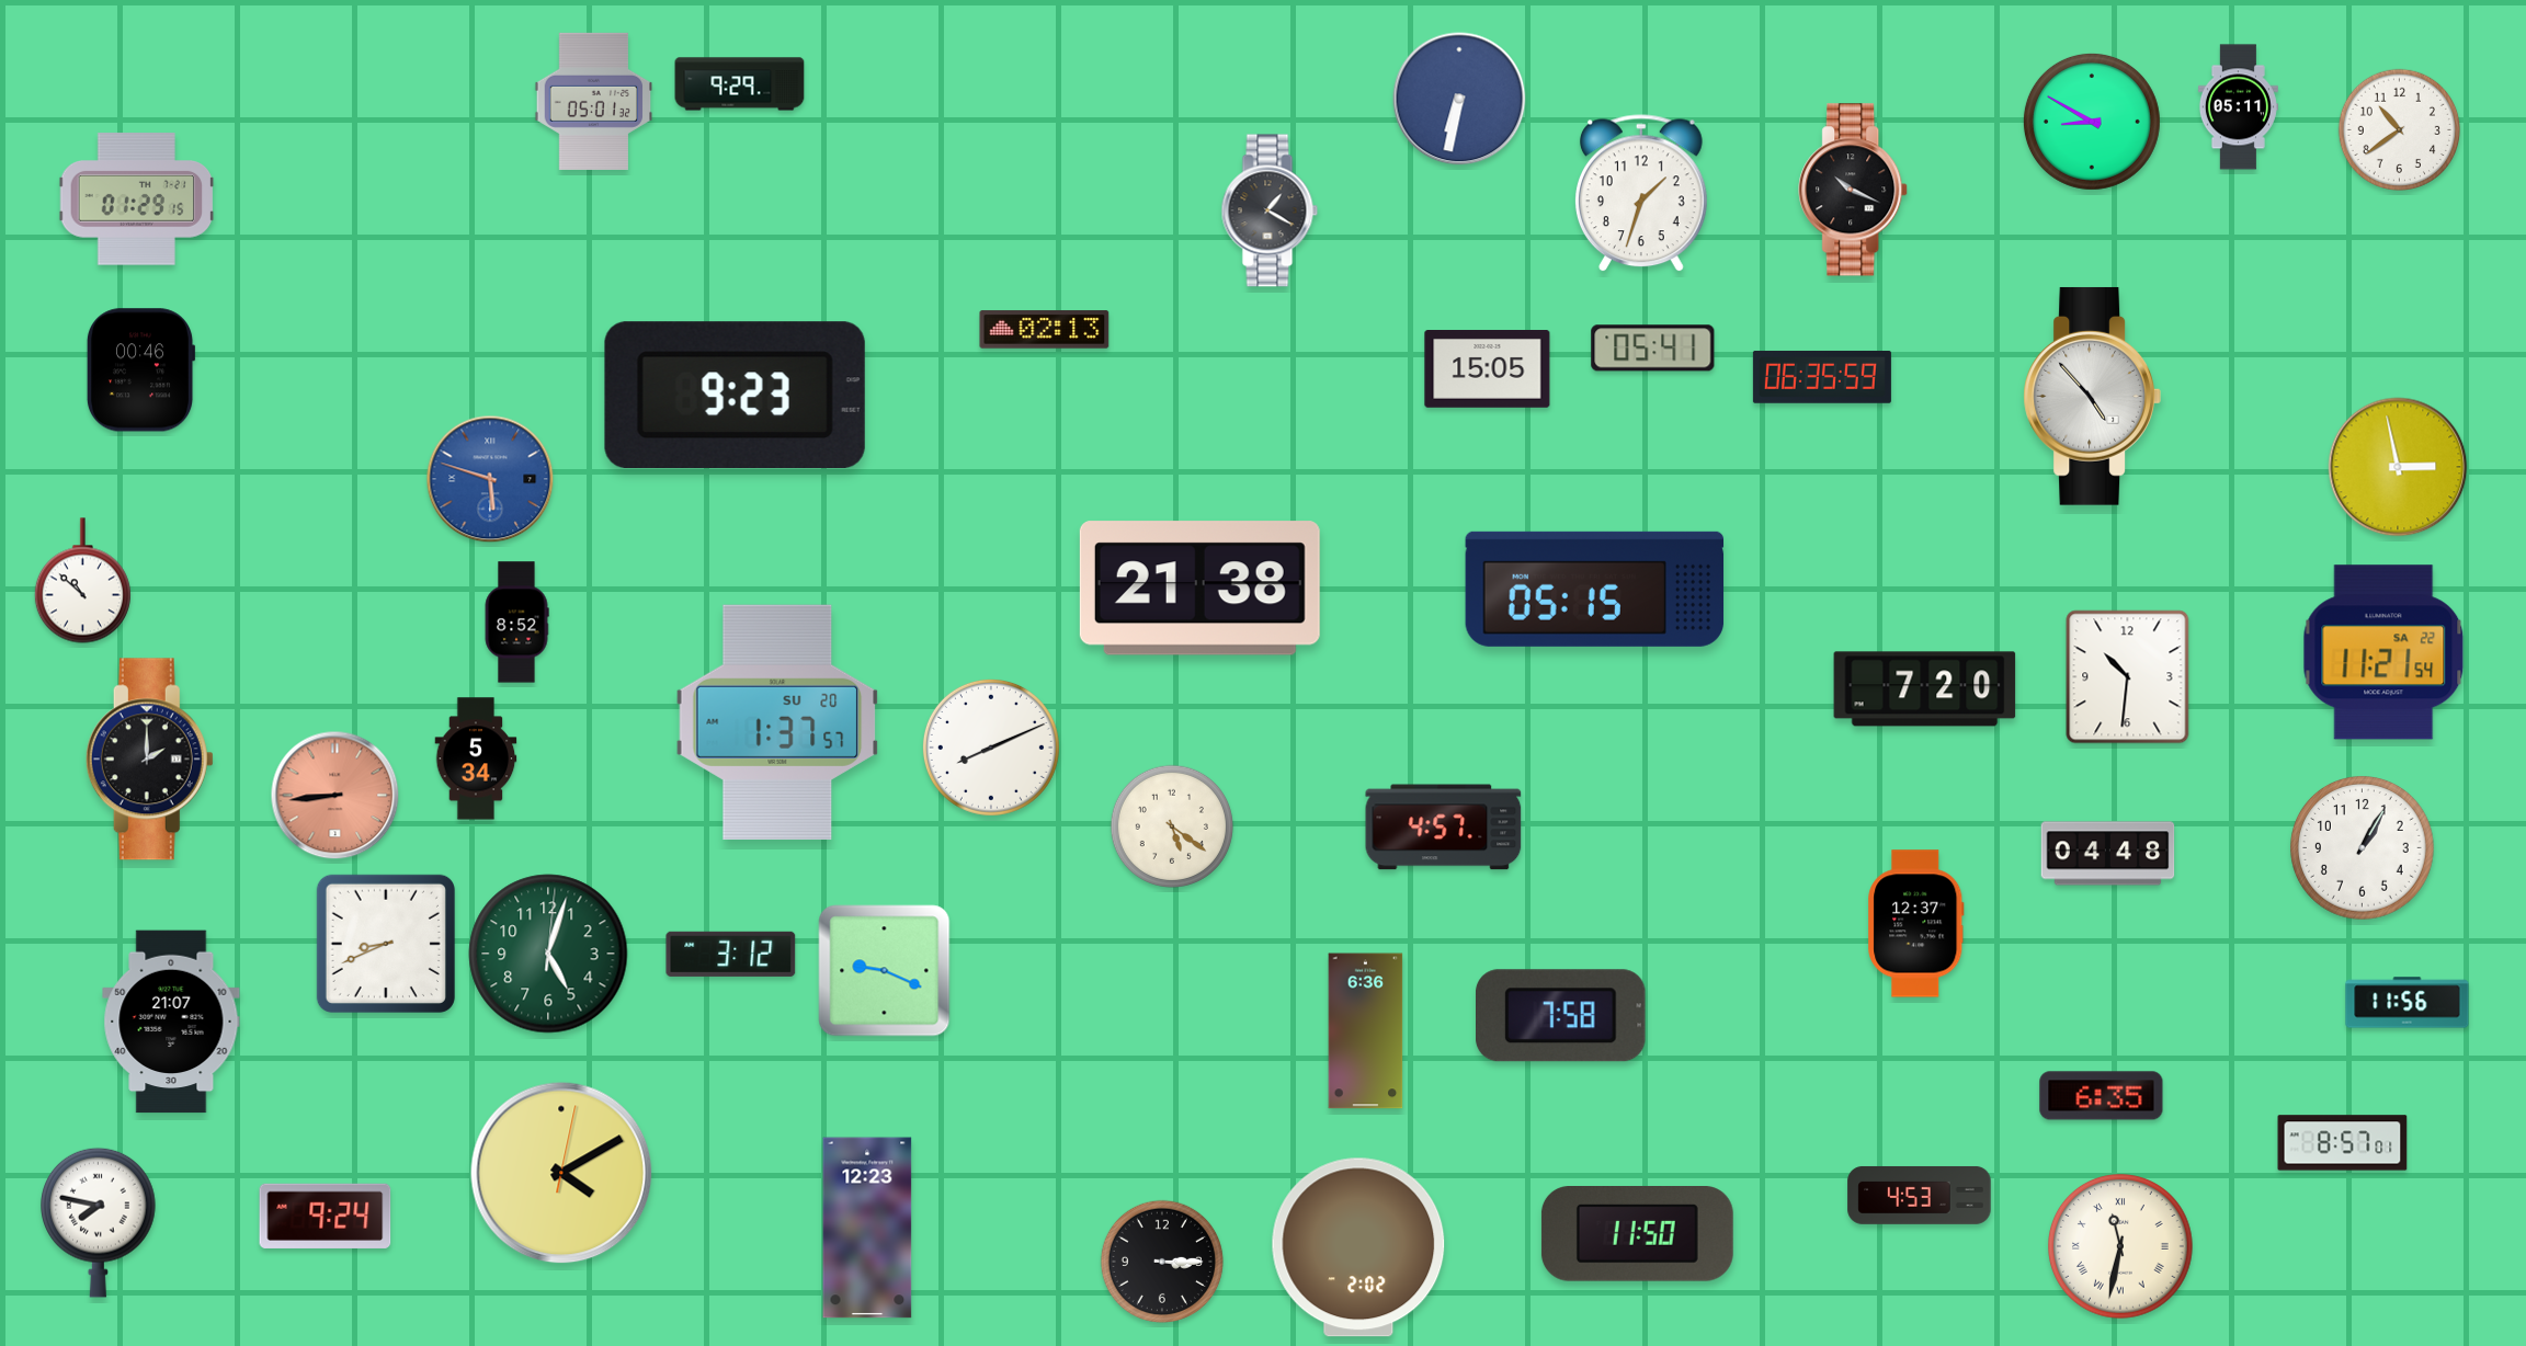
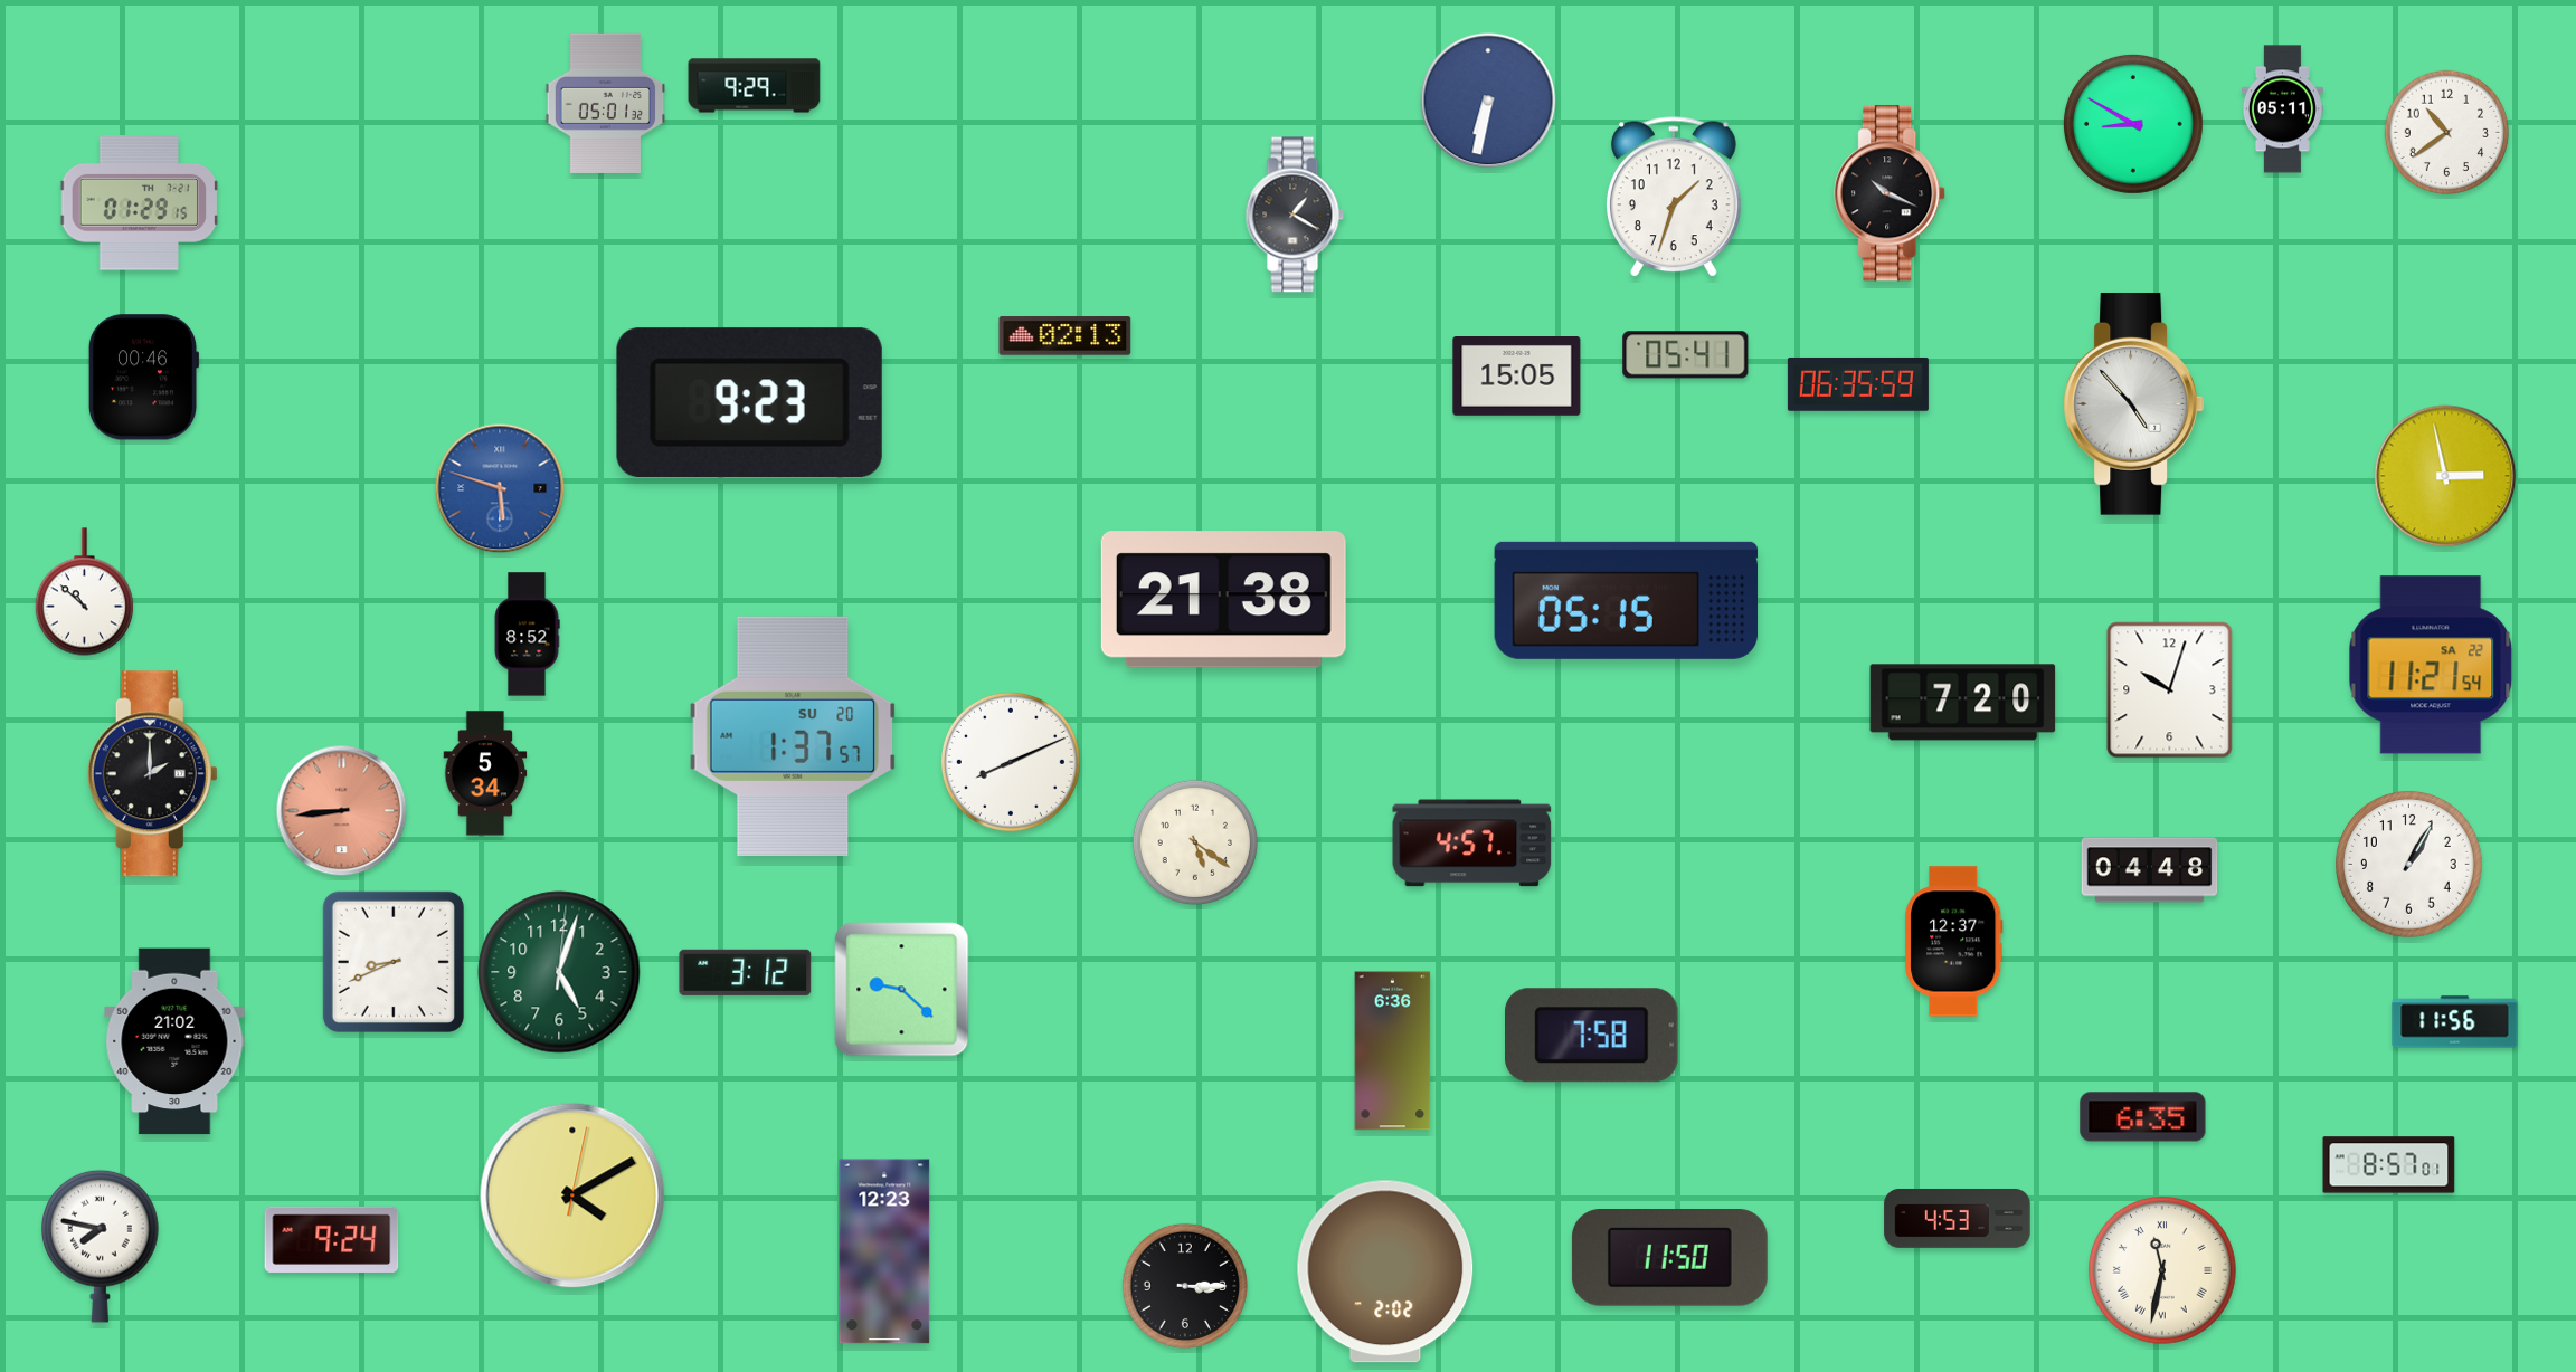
clock at (2128, 677): 10:31 -> 10:03
clock at (885, 971): 9:19 -> 9:22
clock at (171, 1022): 21:07 -> 21:02
